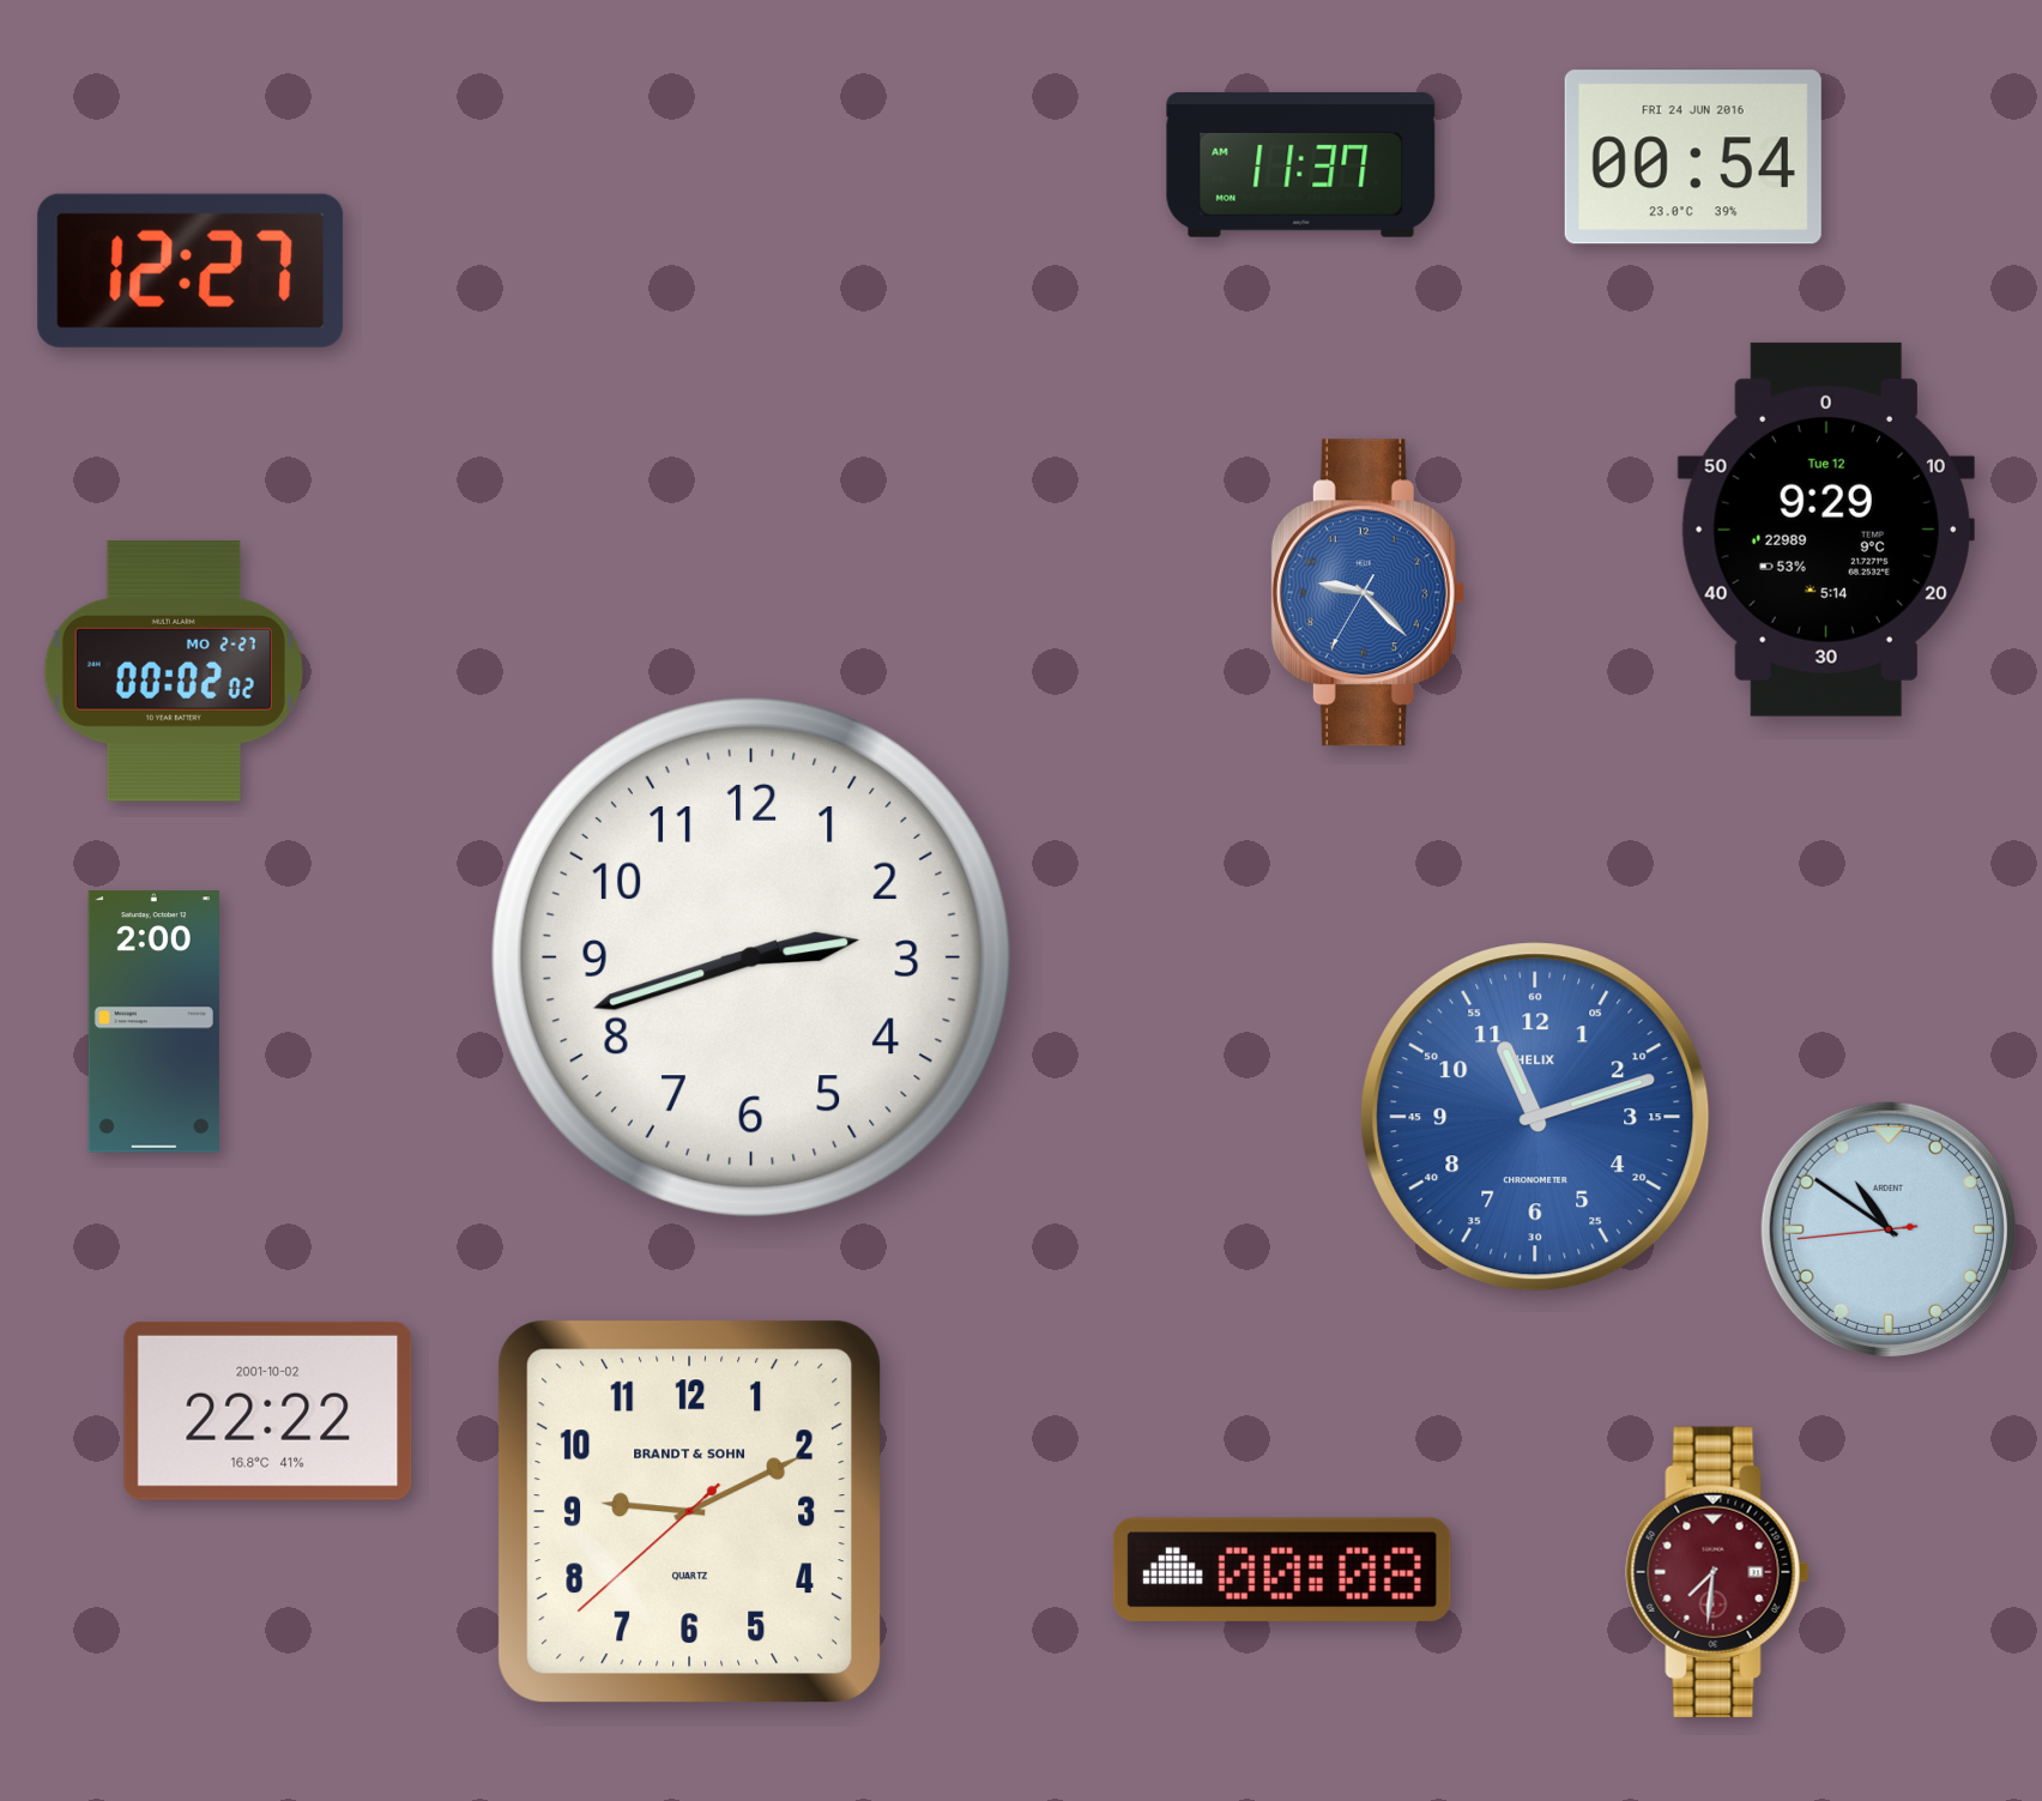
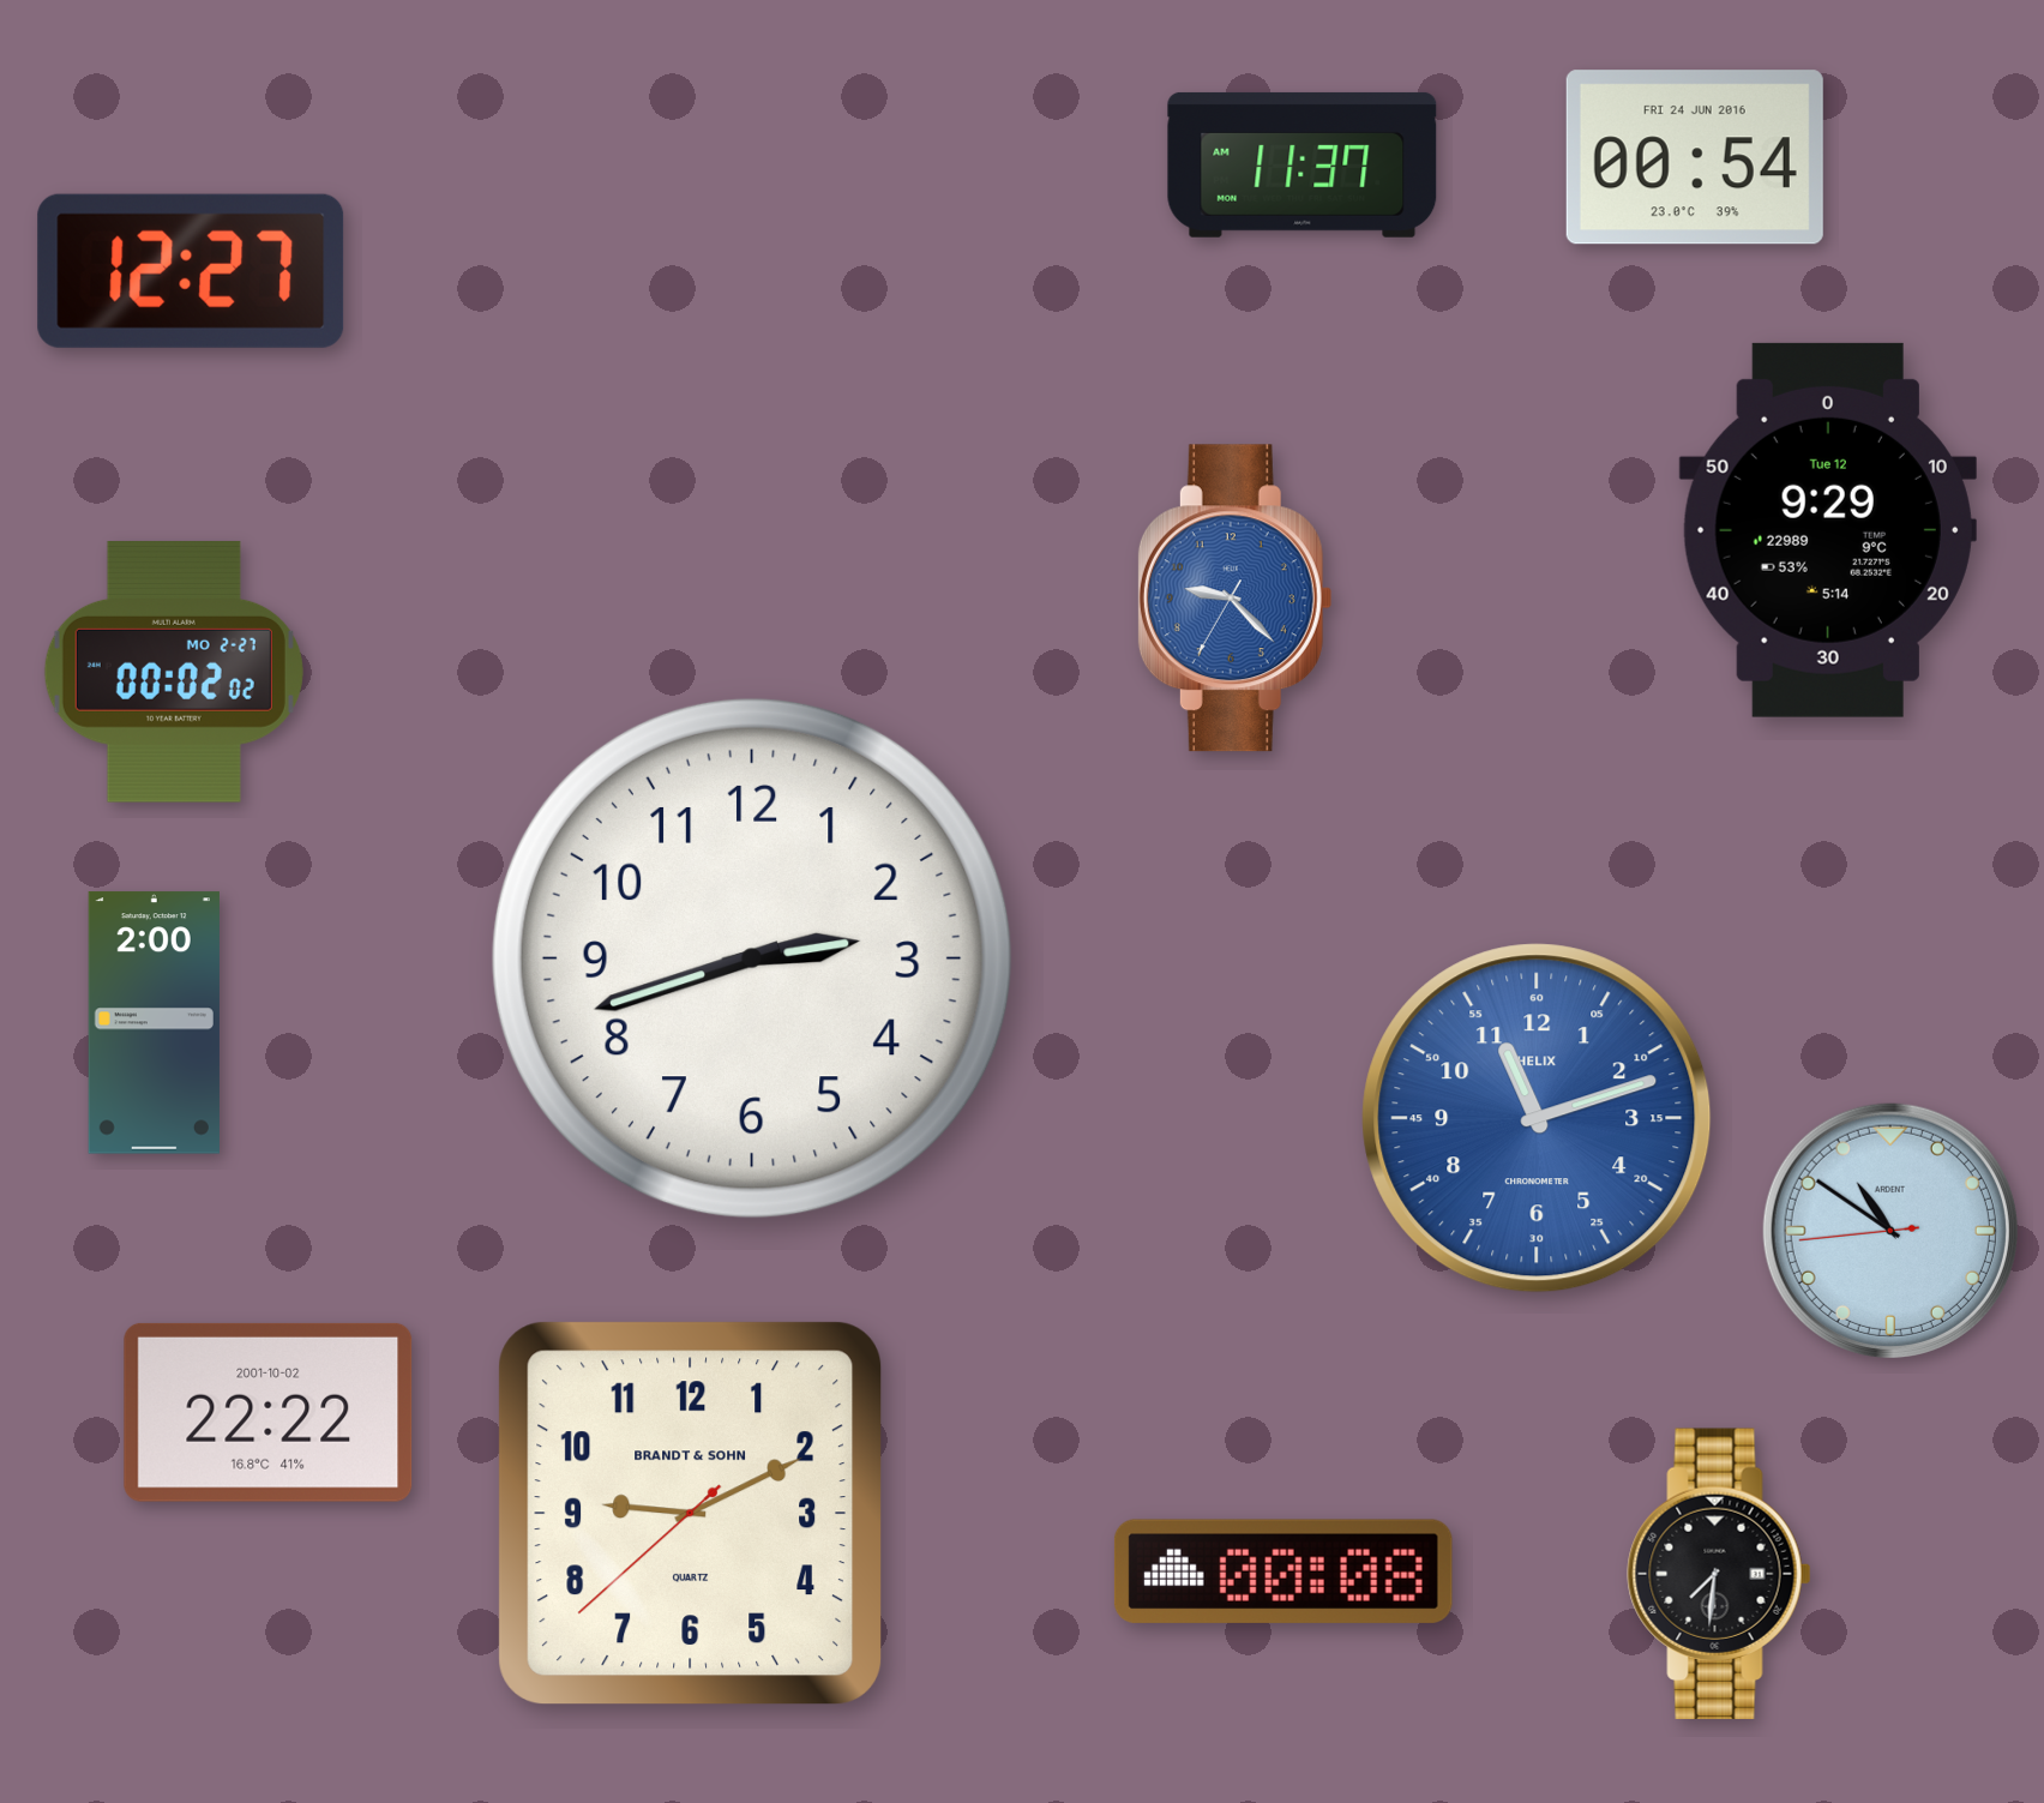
clock at (1367, 593) position: (1367, 593) -> (1234, 599)
clock at (1717, 1571) dial: burgundy -> black
